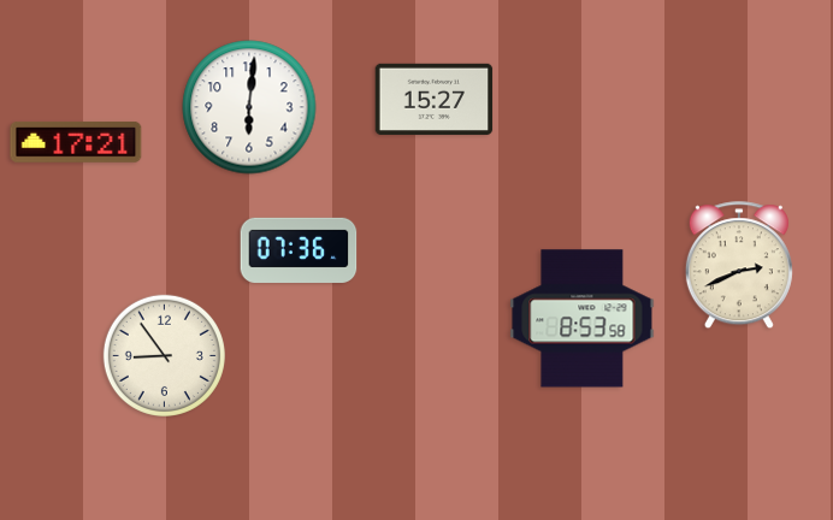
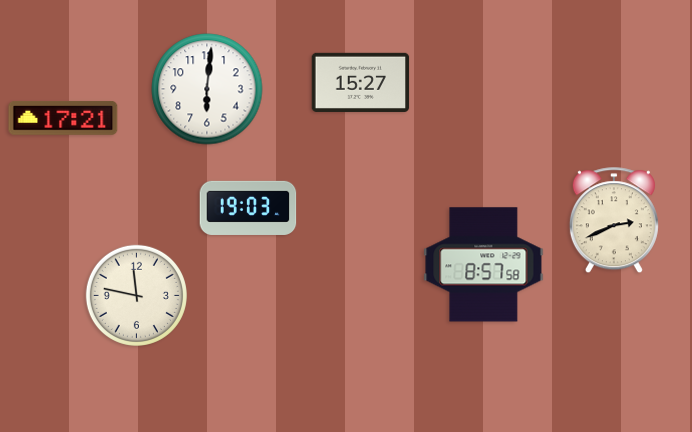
clock at (299, 250): 07:36 -> 19:03
clock at (583, 319): 8:53 -> 8:57
clock at (164, 355): 8:54 -> 11:47
